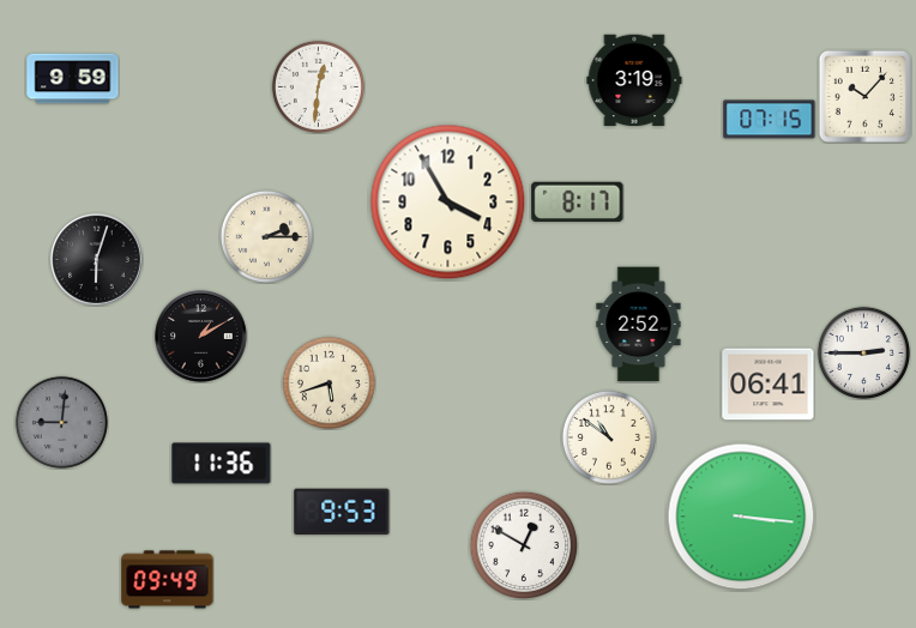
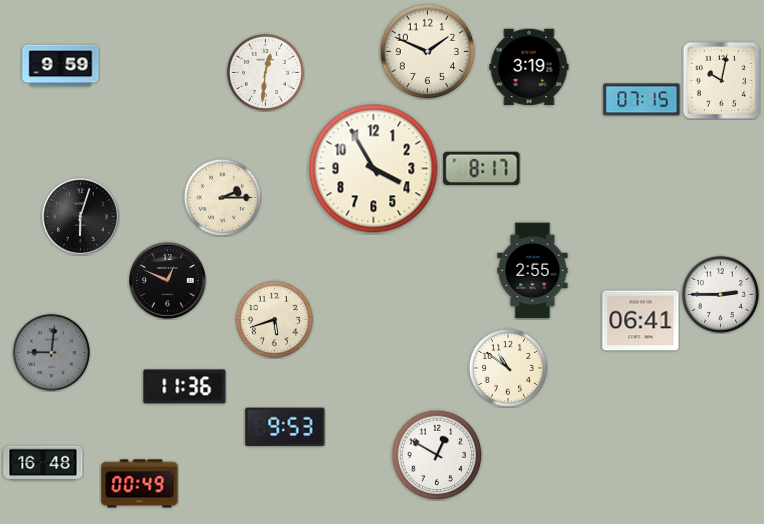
clock at (427, 51): none -> 1:49
clock at (864, 96): 10:07 -> 10:02
clock at (639, 325): 2:52 -> 2:55
clock at (201, 337): 1:10 -> 12:49
clock at (609, 437) position: (609, 437) -> (508, 368)
clock at (741, 517): 3:16 -> none
clock at (43, 463): none -> 16:48
clock at (168, 580): 09:49 -> 00:49
